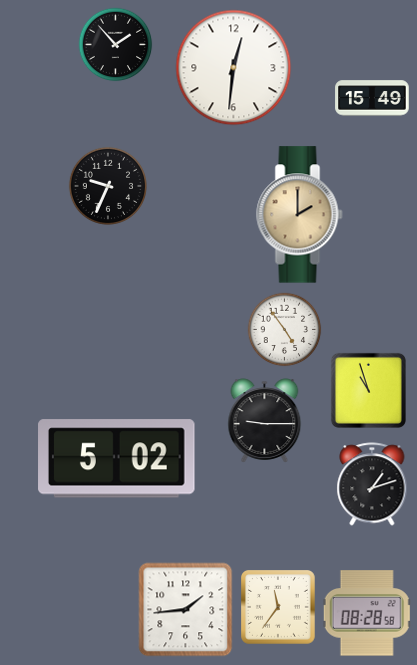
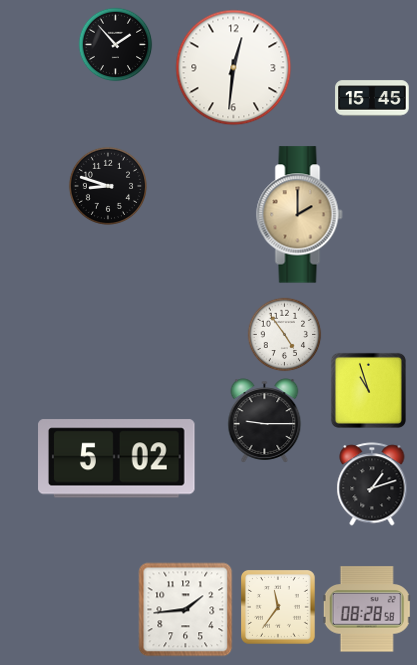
clock at (372, 98): 15:49 -> 15:45
clock at (107, 185): 9:34 -> 8:48
clock at (285, 330) position: (285, 330) -> (285, 335)
clock at (367, 613) position: (367, 613) -> (367, 609)
